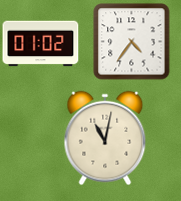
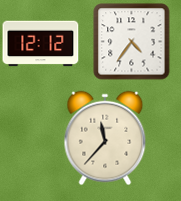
clock at (41, 44): 01:02 -> 12:12
clock at (105, 138): 11:02 -> 11:37
